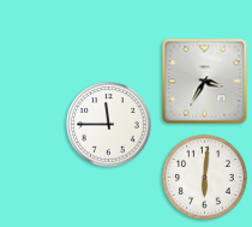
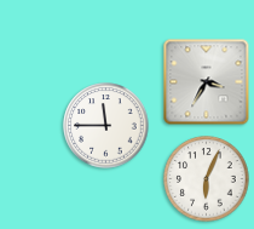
clock at (109, 125) position: (109, 125) -> (106, 126)
clock at (205, 178): 6:01 -> 6:04
